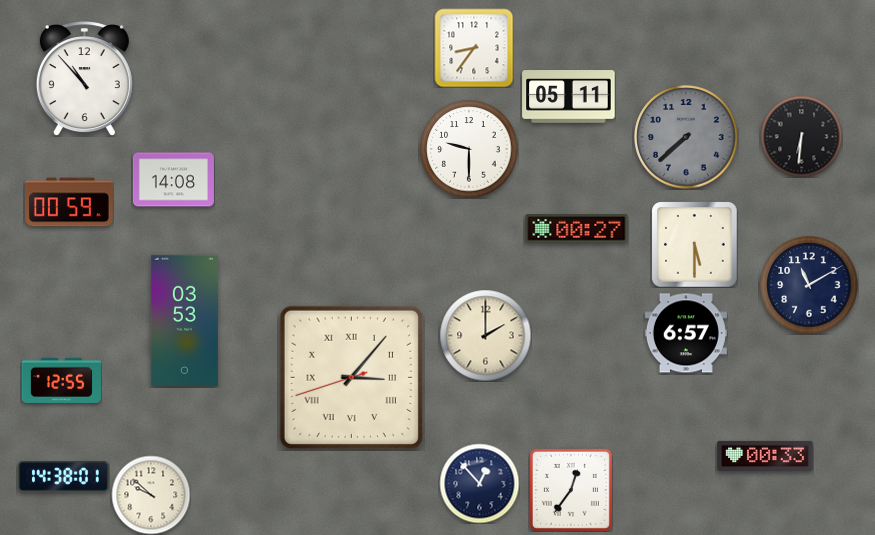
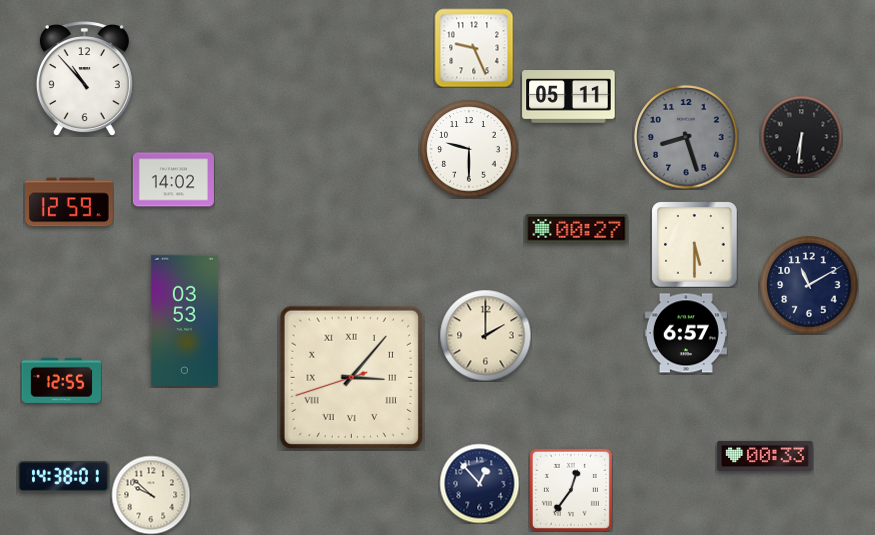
clock at (474, 48): 8:36 -> 9:26
clock at (686, 137): 7:38 -> 8:27
clock at (173, 180): 14:08 -> 14:02
clock at (70, 202): 00:59 -> 12:59
